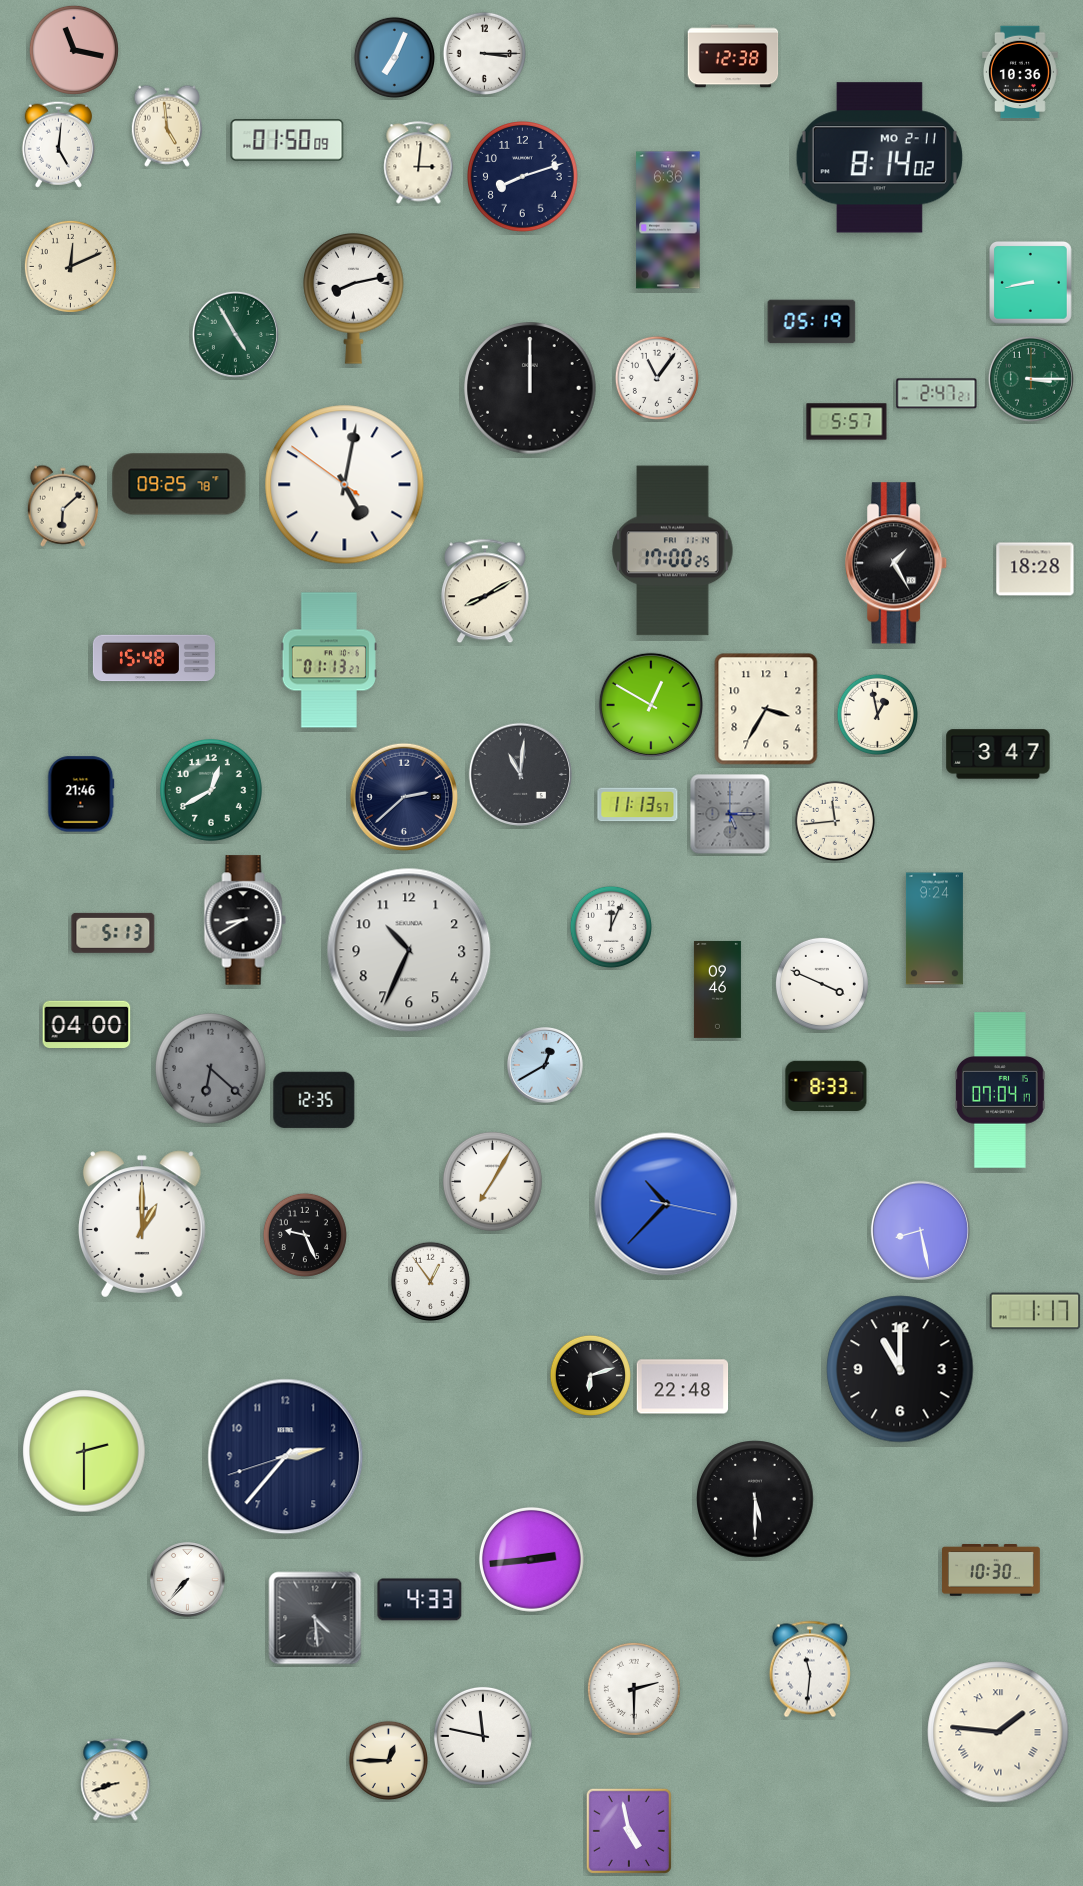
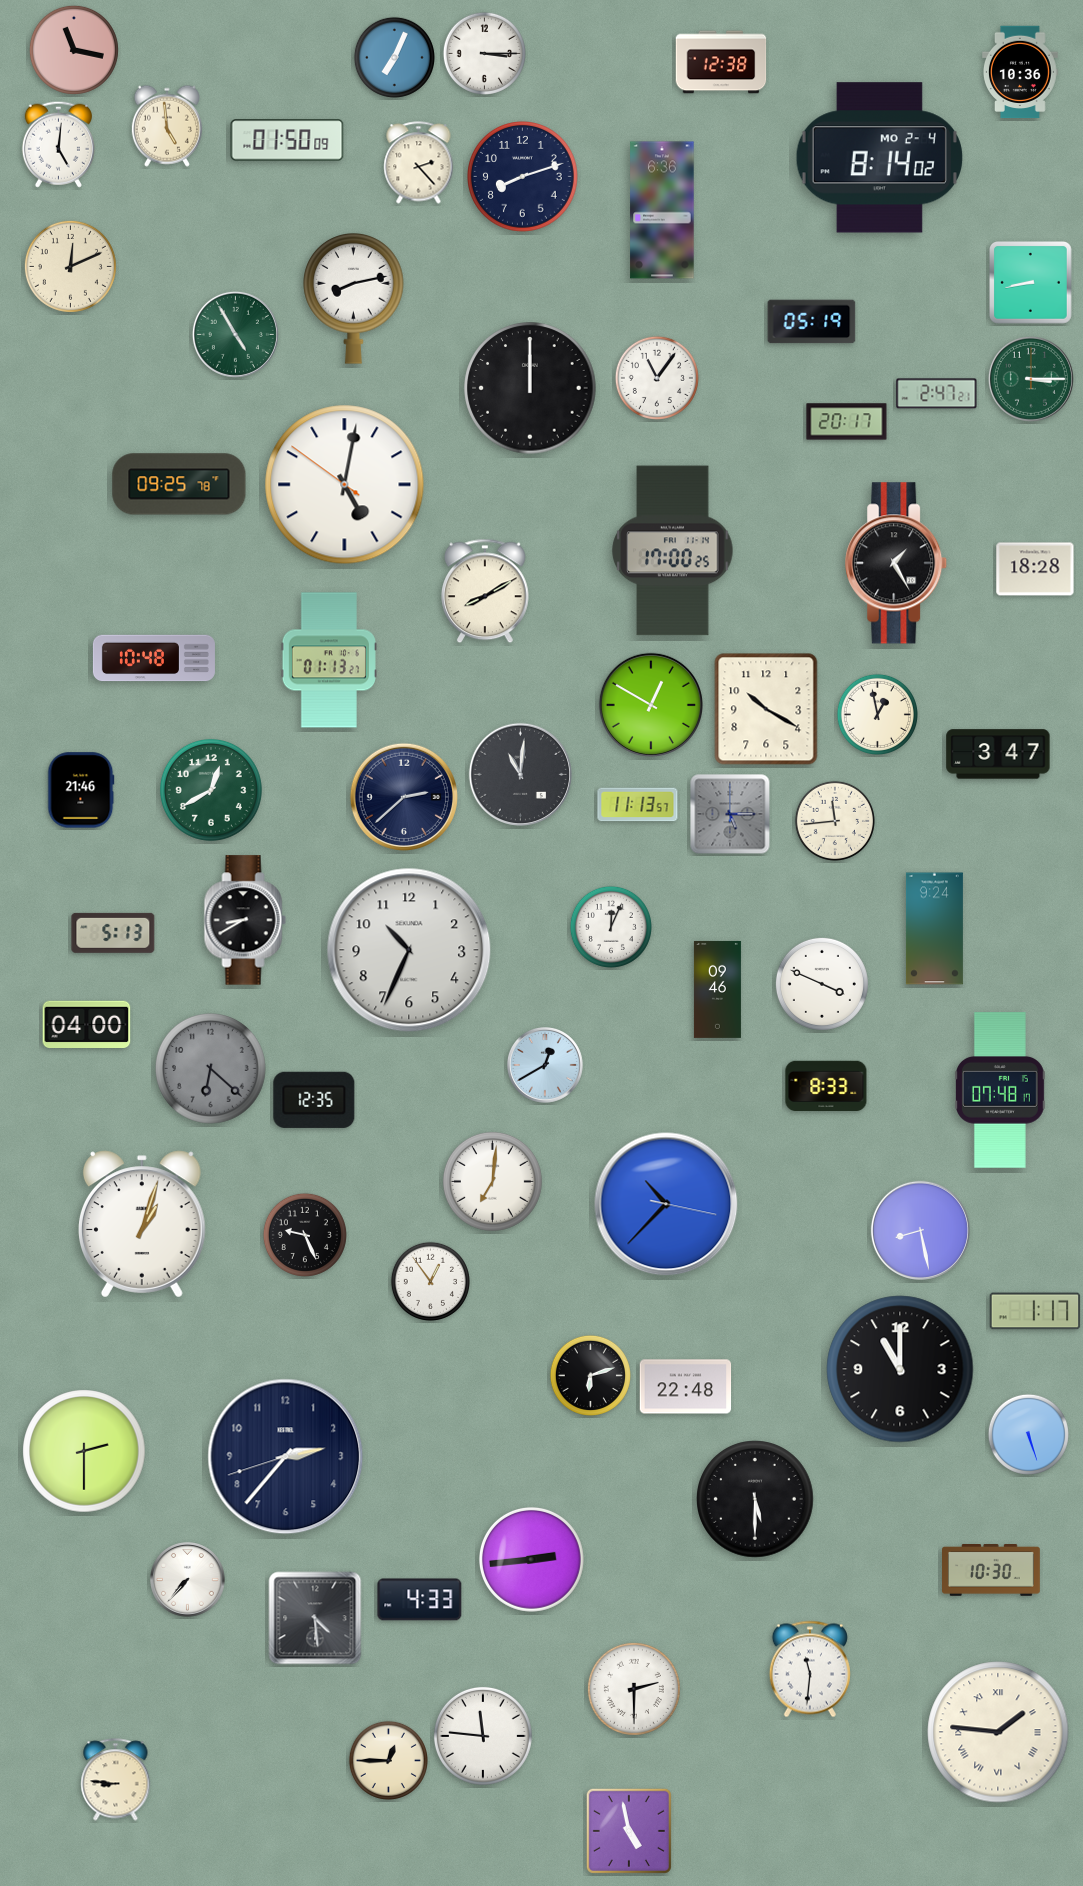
clock at (733, 56) position: (733, 56) -> (721, 62)
clock at (879, 158) date: MO 2-11 -> MO 2-4
clock at (419, 163): 3:01 -> 2:23
clock at (668, 220) position: (668, 220) -> (662, 210)
clock at (847, 422): 5:57 -> 20:17
clock at (63, 506): 6:08 -> none
clock at (154, 658): 15:48 -> 10:48
clock at (766, 709): 3:35 -> 10:20
clock at (81, 794) position: (81, 794) -> (81, 790)
clock at (1000, 1090): 07:04 -> 07:48
clock at (492, 1181): 7:05 -> 7:01
clock at (142, 1224): 1:00 -> 1:03
clock at (683, 1387) position: (683, 1387) -> (686, 1387)
clock at (1028, 1434): none -> 5:27
clock at (483, 1736): 11:47 -> 11:46
clock at (116, 1780): 8:42 -> 8:46
